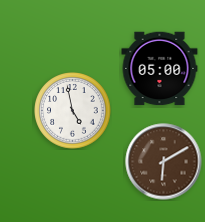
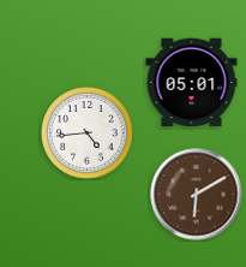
clock at (160, 69): 05:00 -> 05:01
clock at (73, 111): 4:58 -> 4:44
